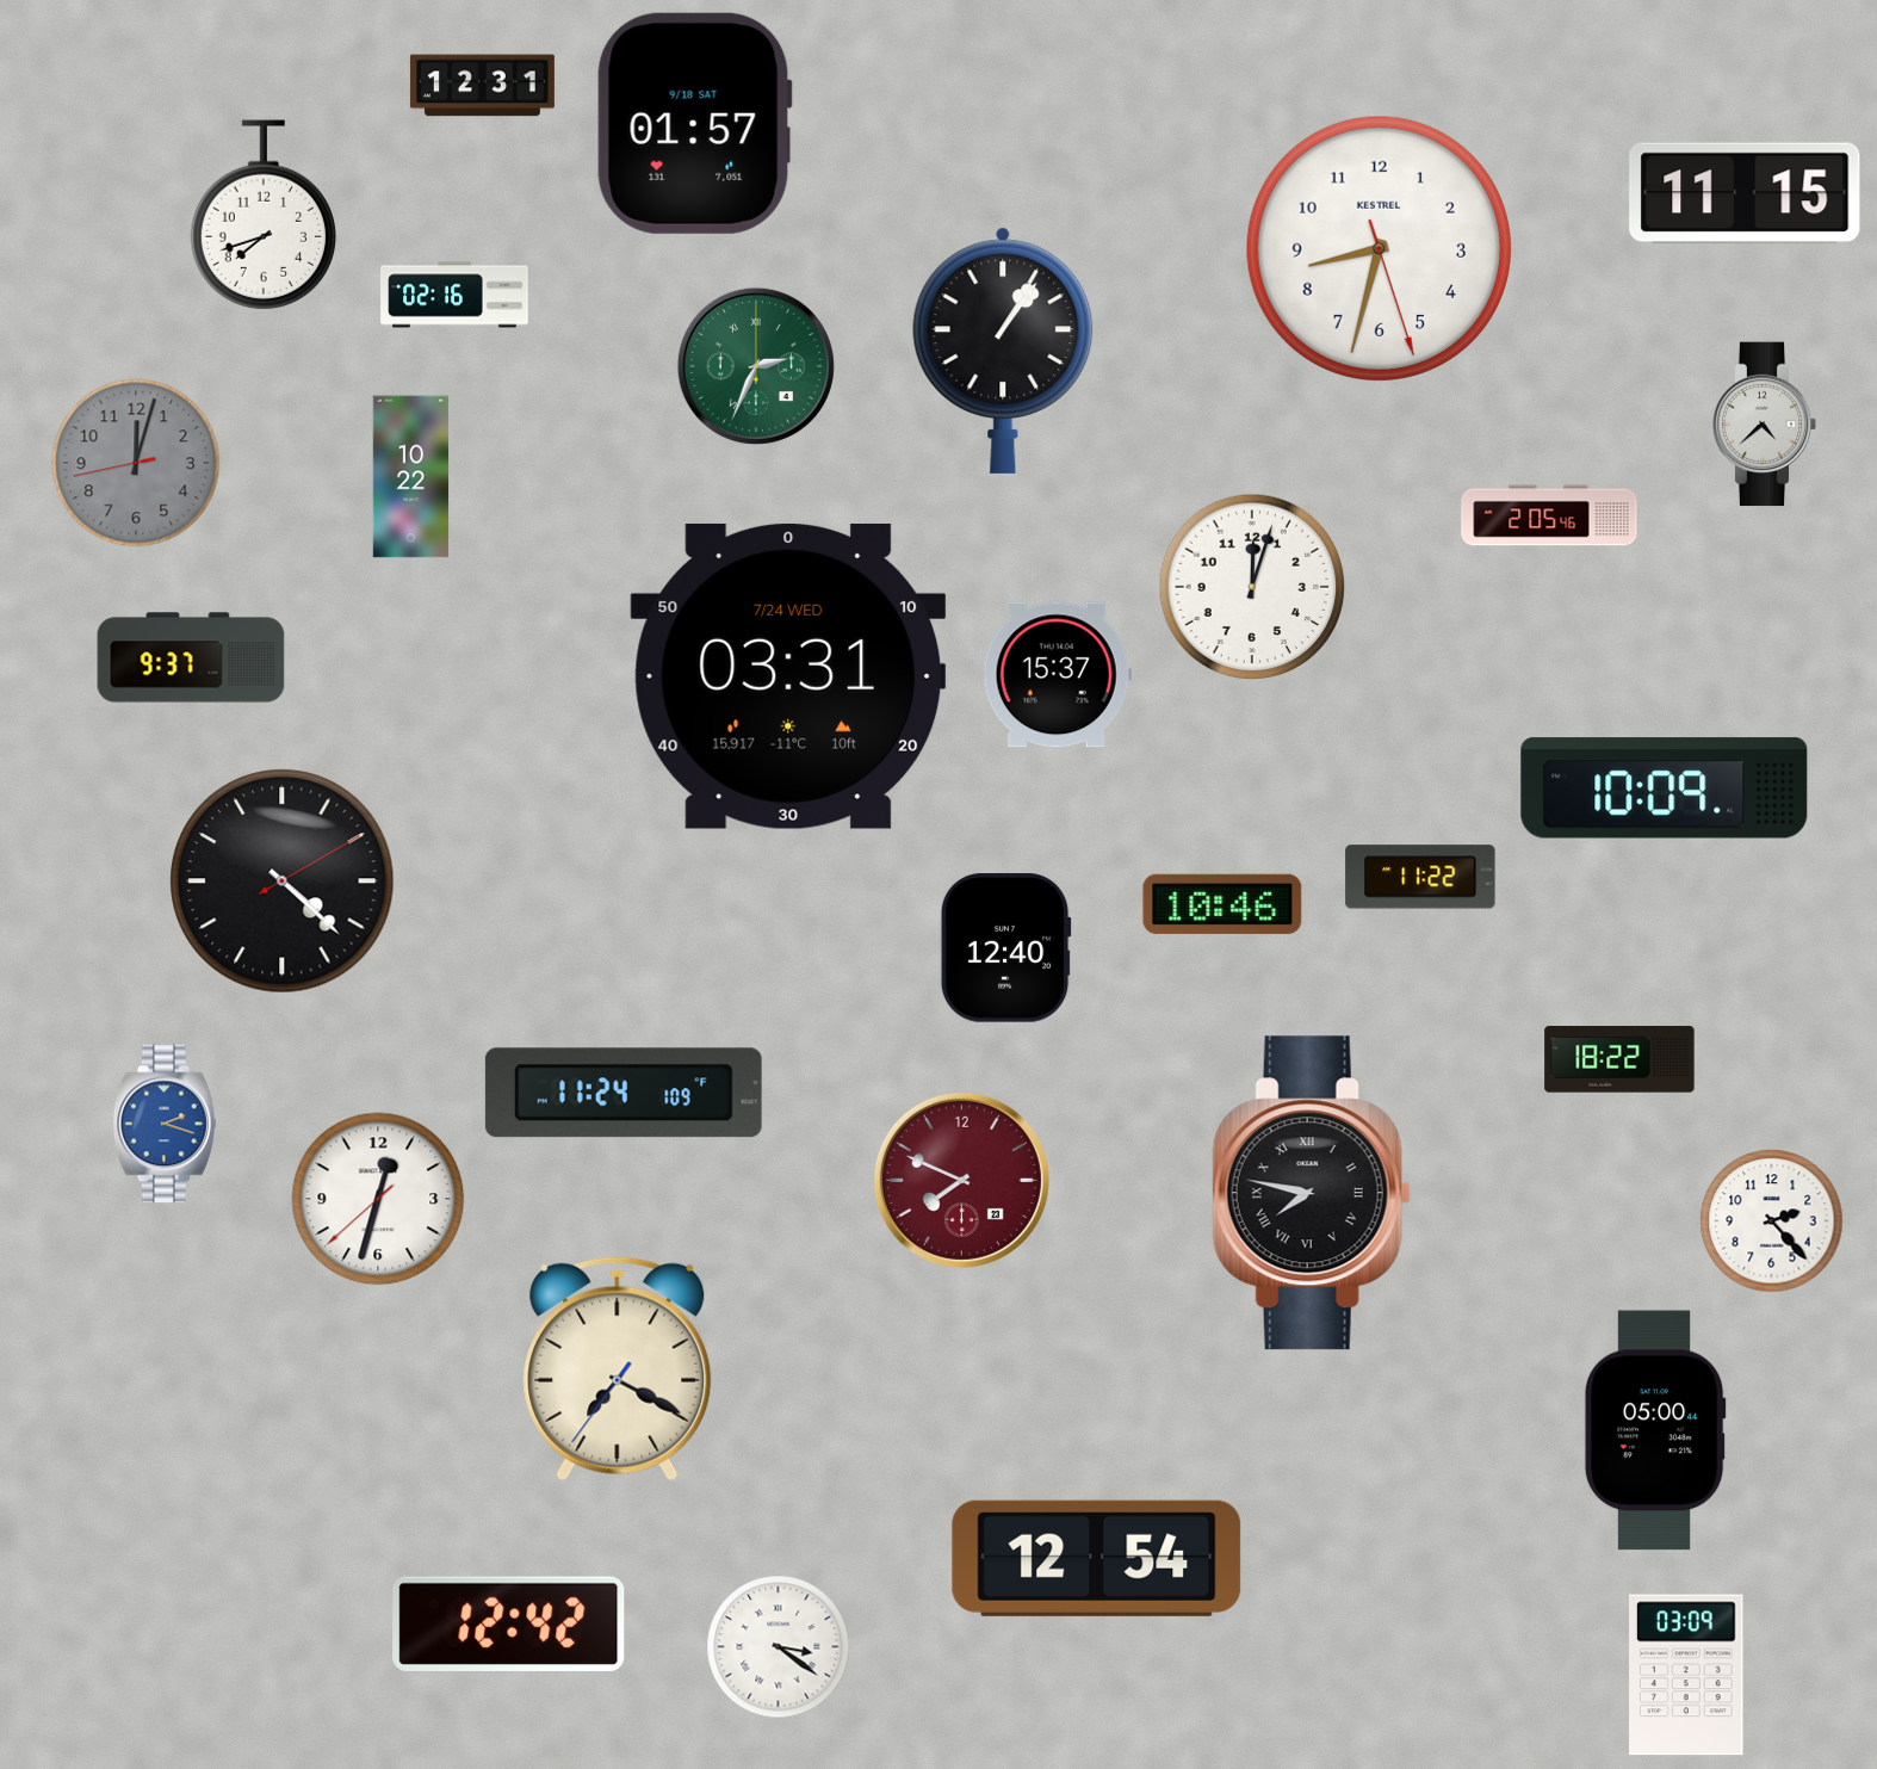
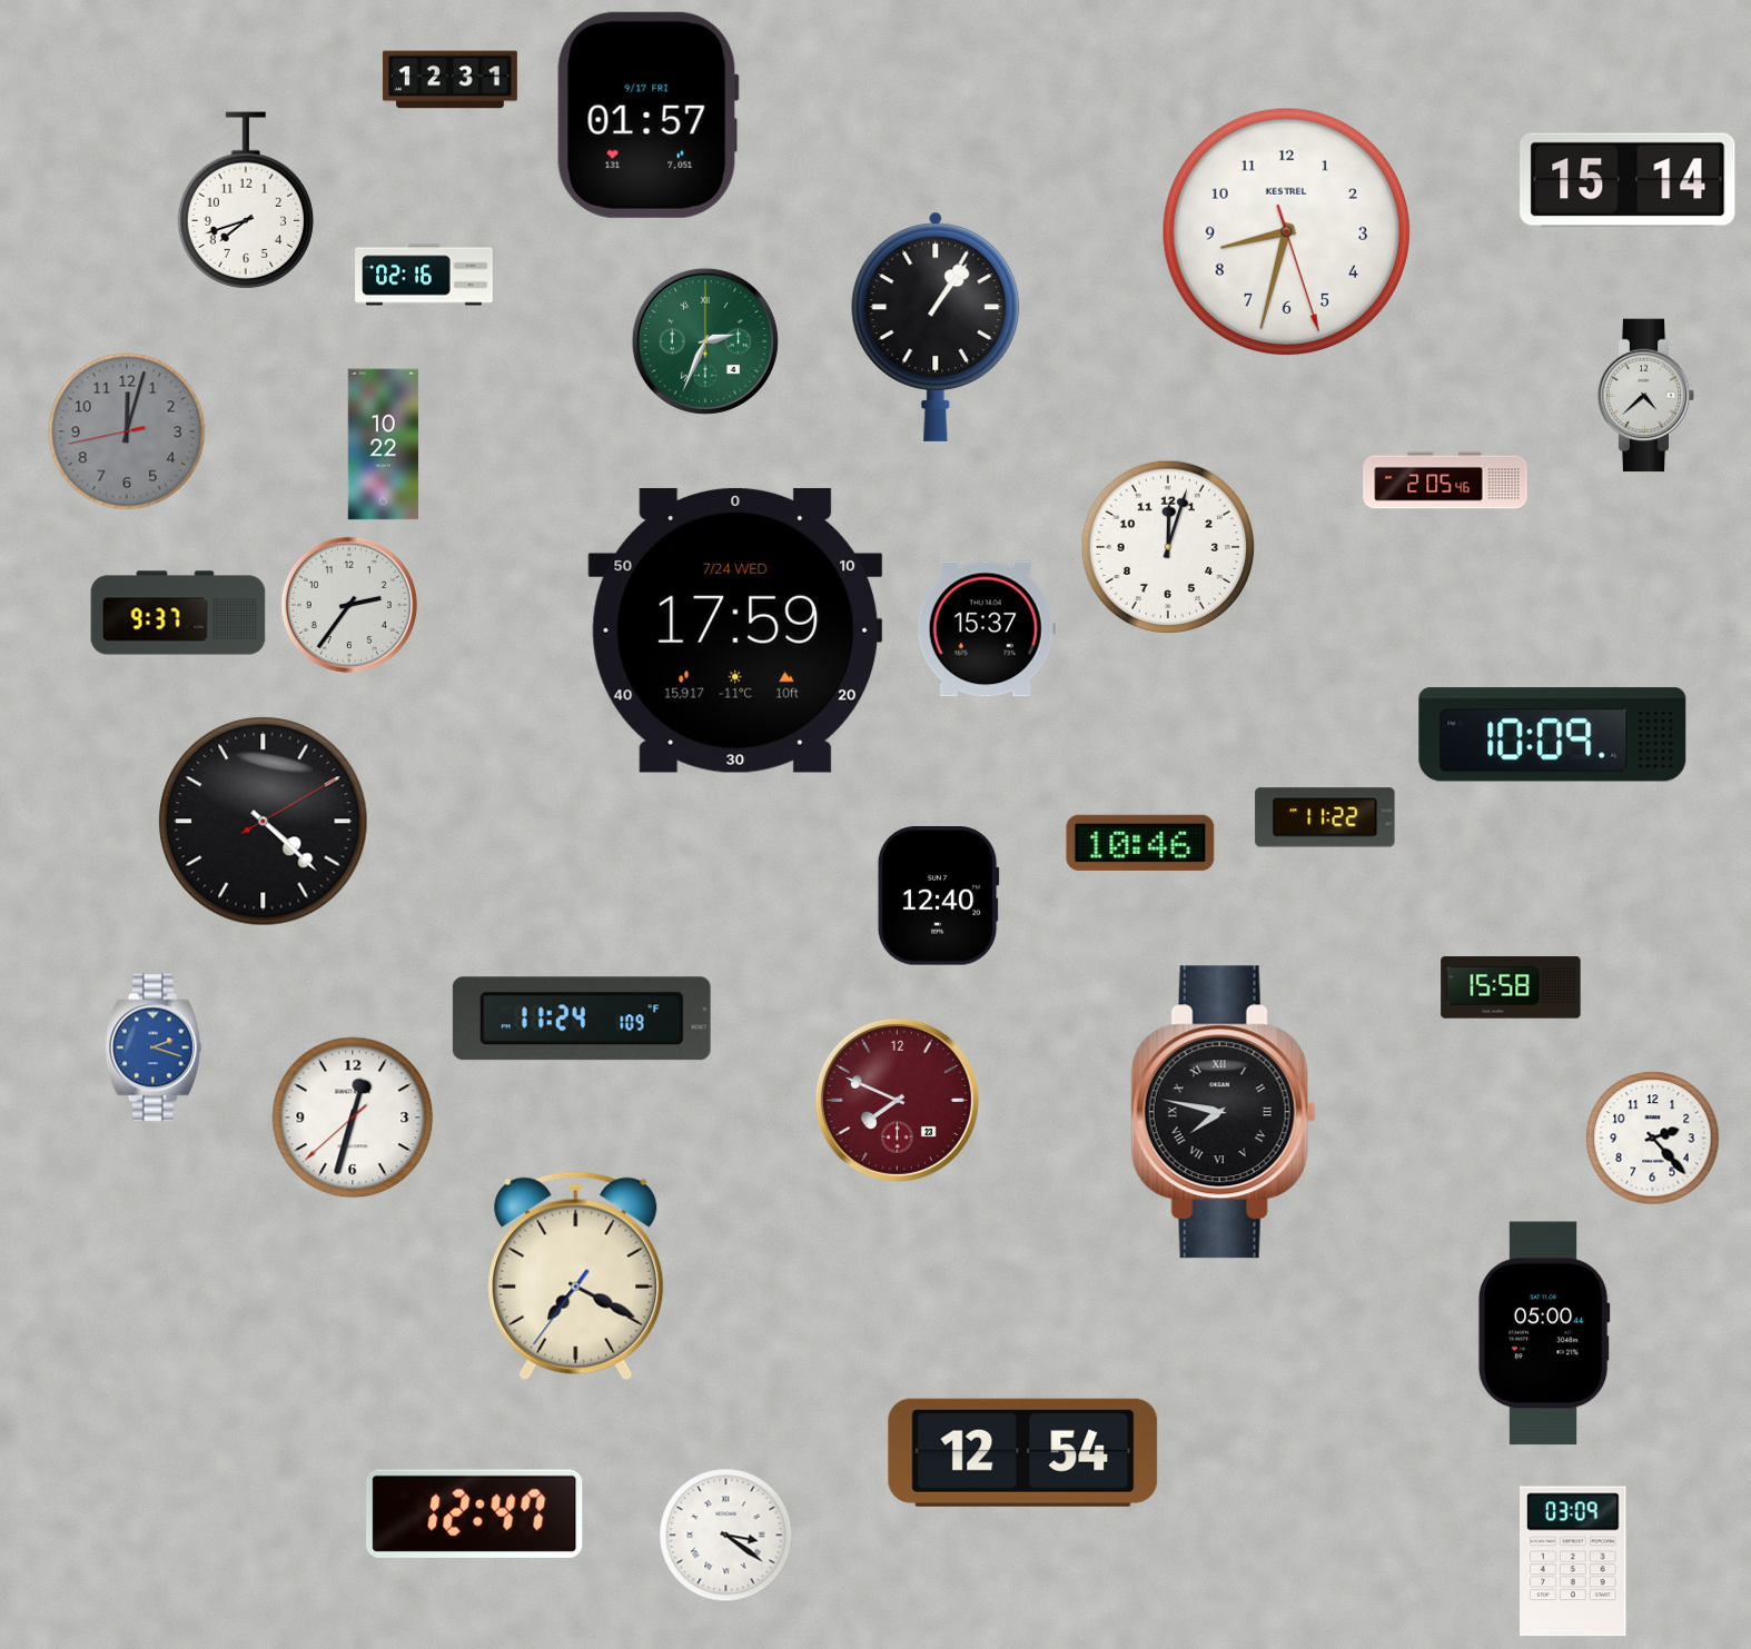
clock at (694, 123) date: 9/18 SAT -> 9/17 FRI
clock at (1745, 193): 11:15 -> 15:14
clock at (349, 605): none -> 2:36
clock at (788, 676): 03:31 -> 17:59
clock at (1005, 948) position: (1005, 948) -> (938, 896)
clock at (1619, 1059): 18:22 -> 15:58
clock at (509, 1623): 12:42 -> 12:47
